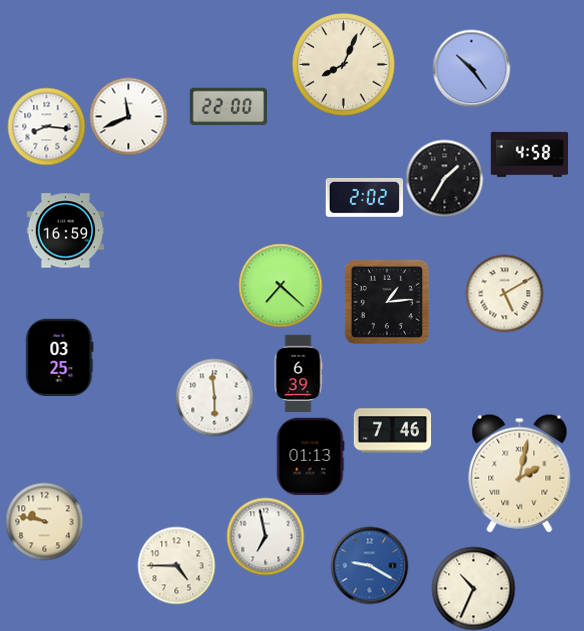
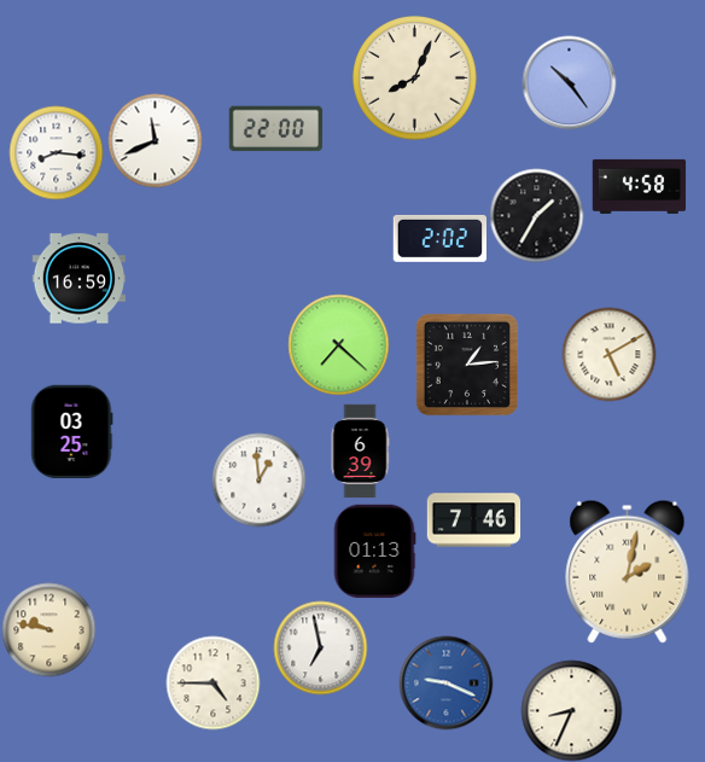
clock at (214, 397): 5:59 -> 12:59
clock at (44, 521) position: (44, 521) -> (48, 629)
clock at (369, 565): 9:20 -> 9:19
clock at (473, 588): 10:34 -> 8:34
